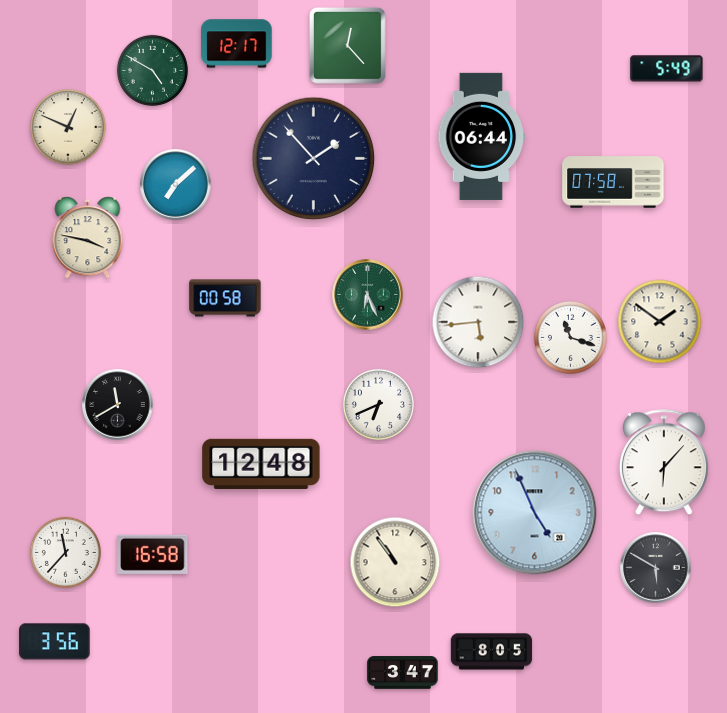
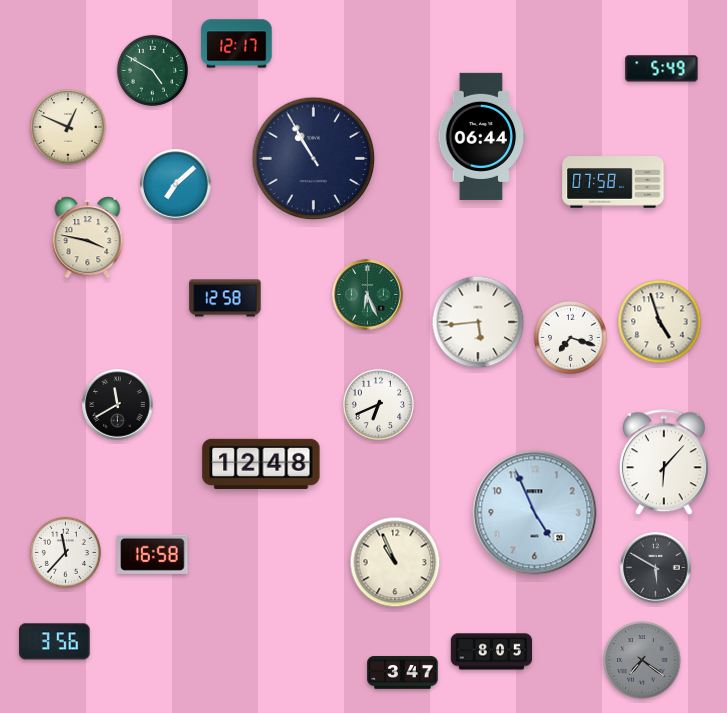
clock at (347, 45): 12:23 -> none
clock at (667, 69) position: (667, 69) -> (662, 69)
clock at (314, 159): 1:53 -> 10:55
clock at (225, 298): 00:58 -> 12:58
clock at (660, 322): 1:51 -> 4:57
clock at (570, 337): 11:18 -> 7:18
clock at (395, 562): 10:54 -> 10:56
clock at (642, 660): none -> 7:21
